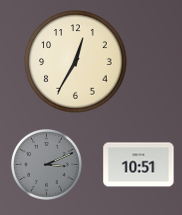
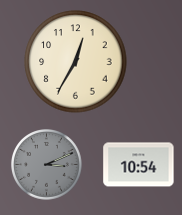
clock at (139, 165): 10:51 -> 10:54
